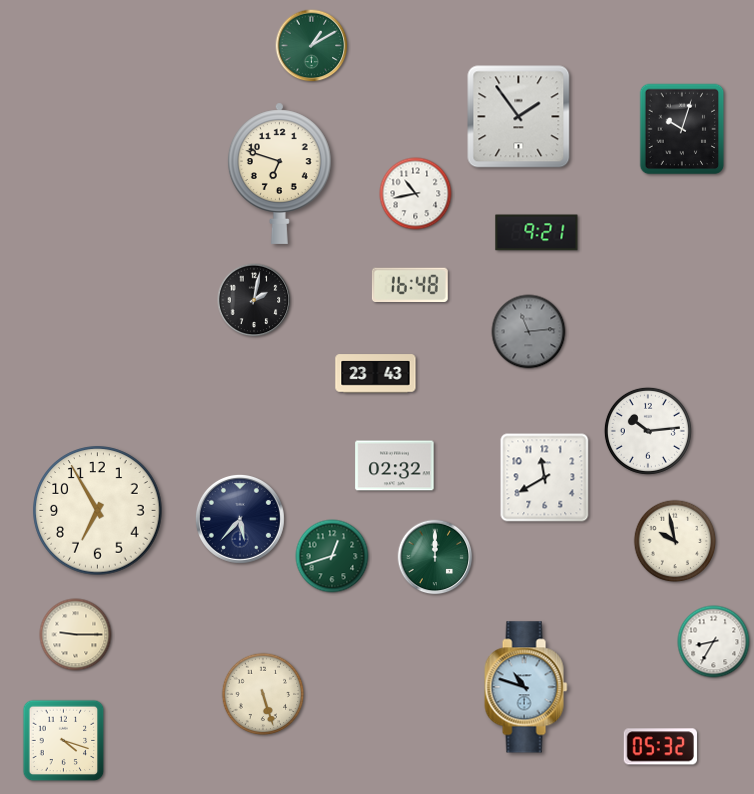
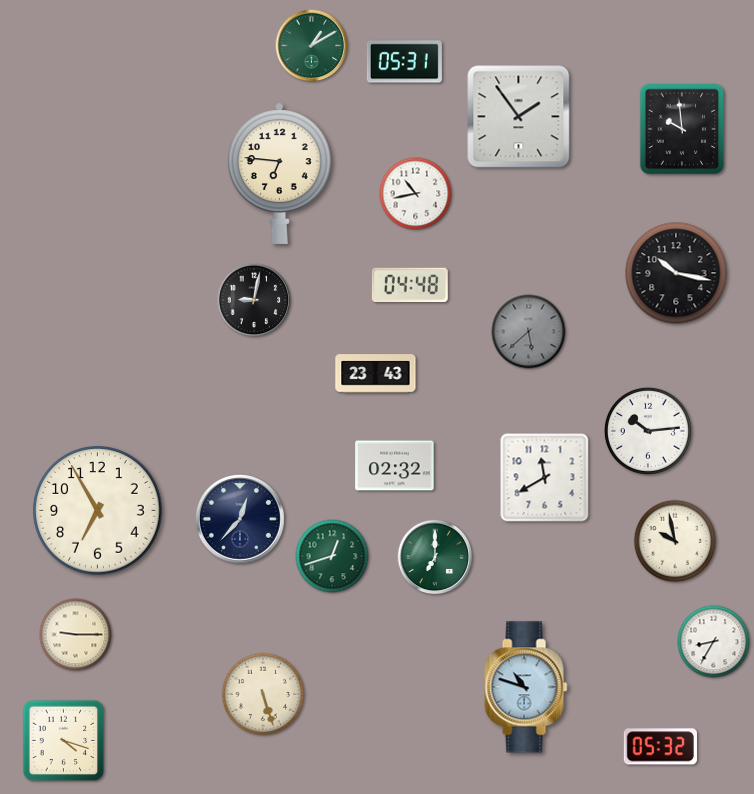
clock at (404, 62): none -> 05:31
clock at (682, 129): 10:03 -> 9:59
clock at (279, 173): 6:48 -> 6:46
clock at (537, 233): 9:21 -> none
clock at (676, 273): none -> 10:17
clock at (410, 285): 16:48 -> 04:48
clock at (254, 300): 2:02 -> 9:02
clock at (529, 332): 11:14 -> 5:38
clock at (240, 519): 5:37 -> 12:37
clock at (435, 557): 12:00 -> 7:00
